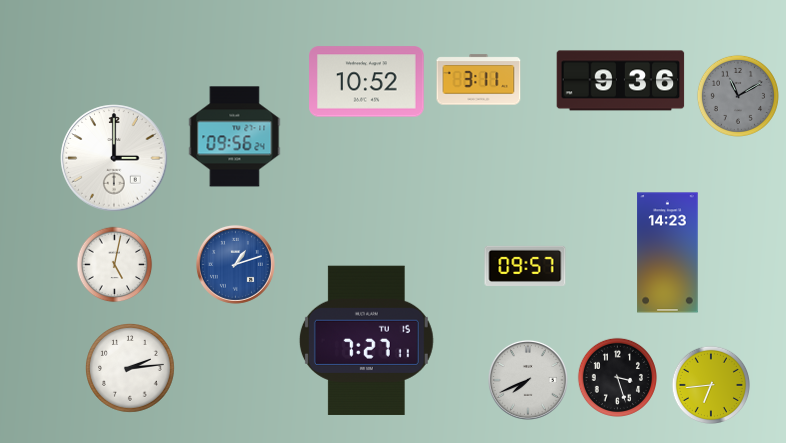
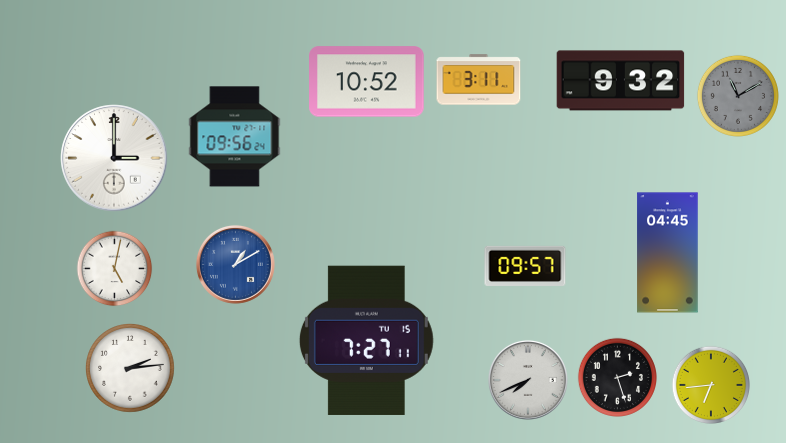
clock at (621, 81): 9:36 -> 9:32
clock at (668, 253): 14:23 -> 04:45
clock at (235, 264): 1:12 -> 1:10
clock at (115, 265) position: (115, 265) -> (115, 269)
clock at (617, 377): 3:27 -> 2:27
